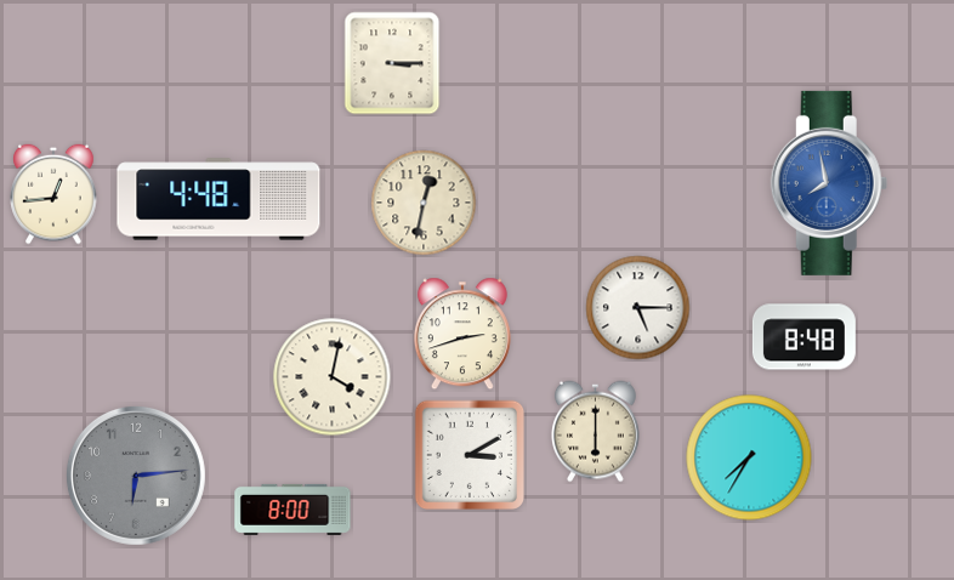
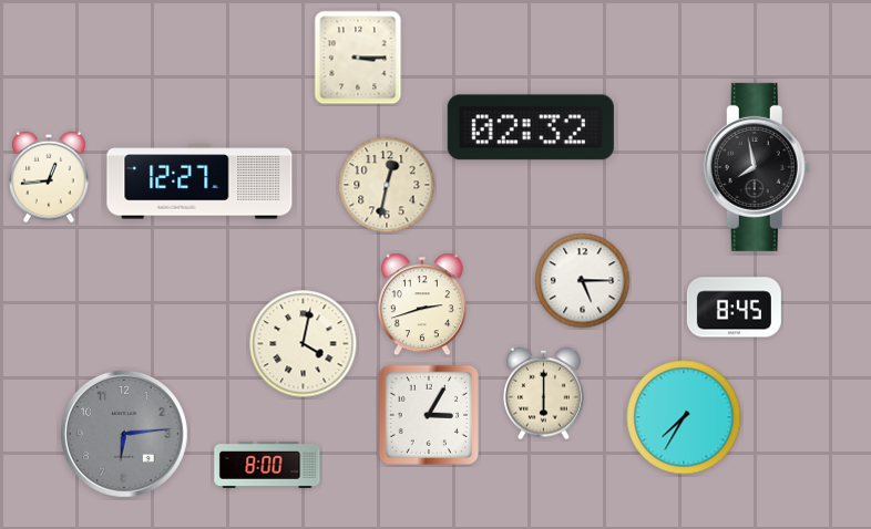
clock at (531, 127): none -> 02:32
clock at (829, 183) dial: blue -> black
clock at (218, 199): 4:48 -> 12:27
clock at (803, 337): 8:48 -> 8:45
clock at (469, 454): 3:10 -> 3:05
